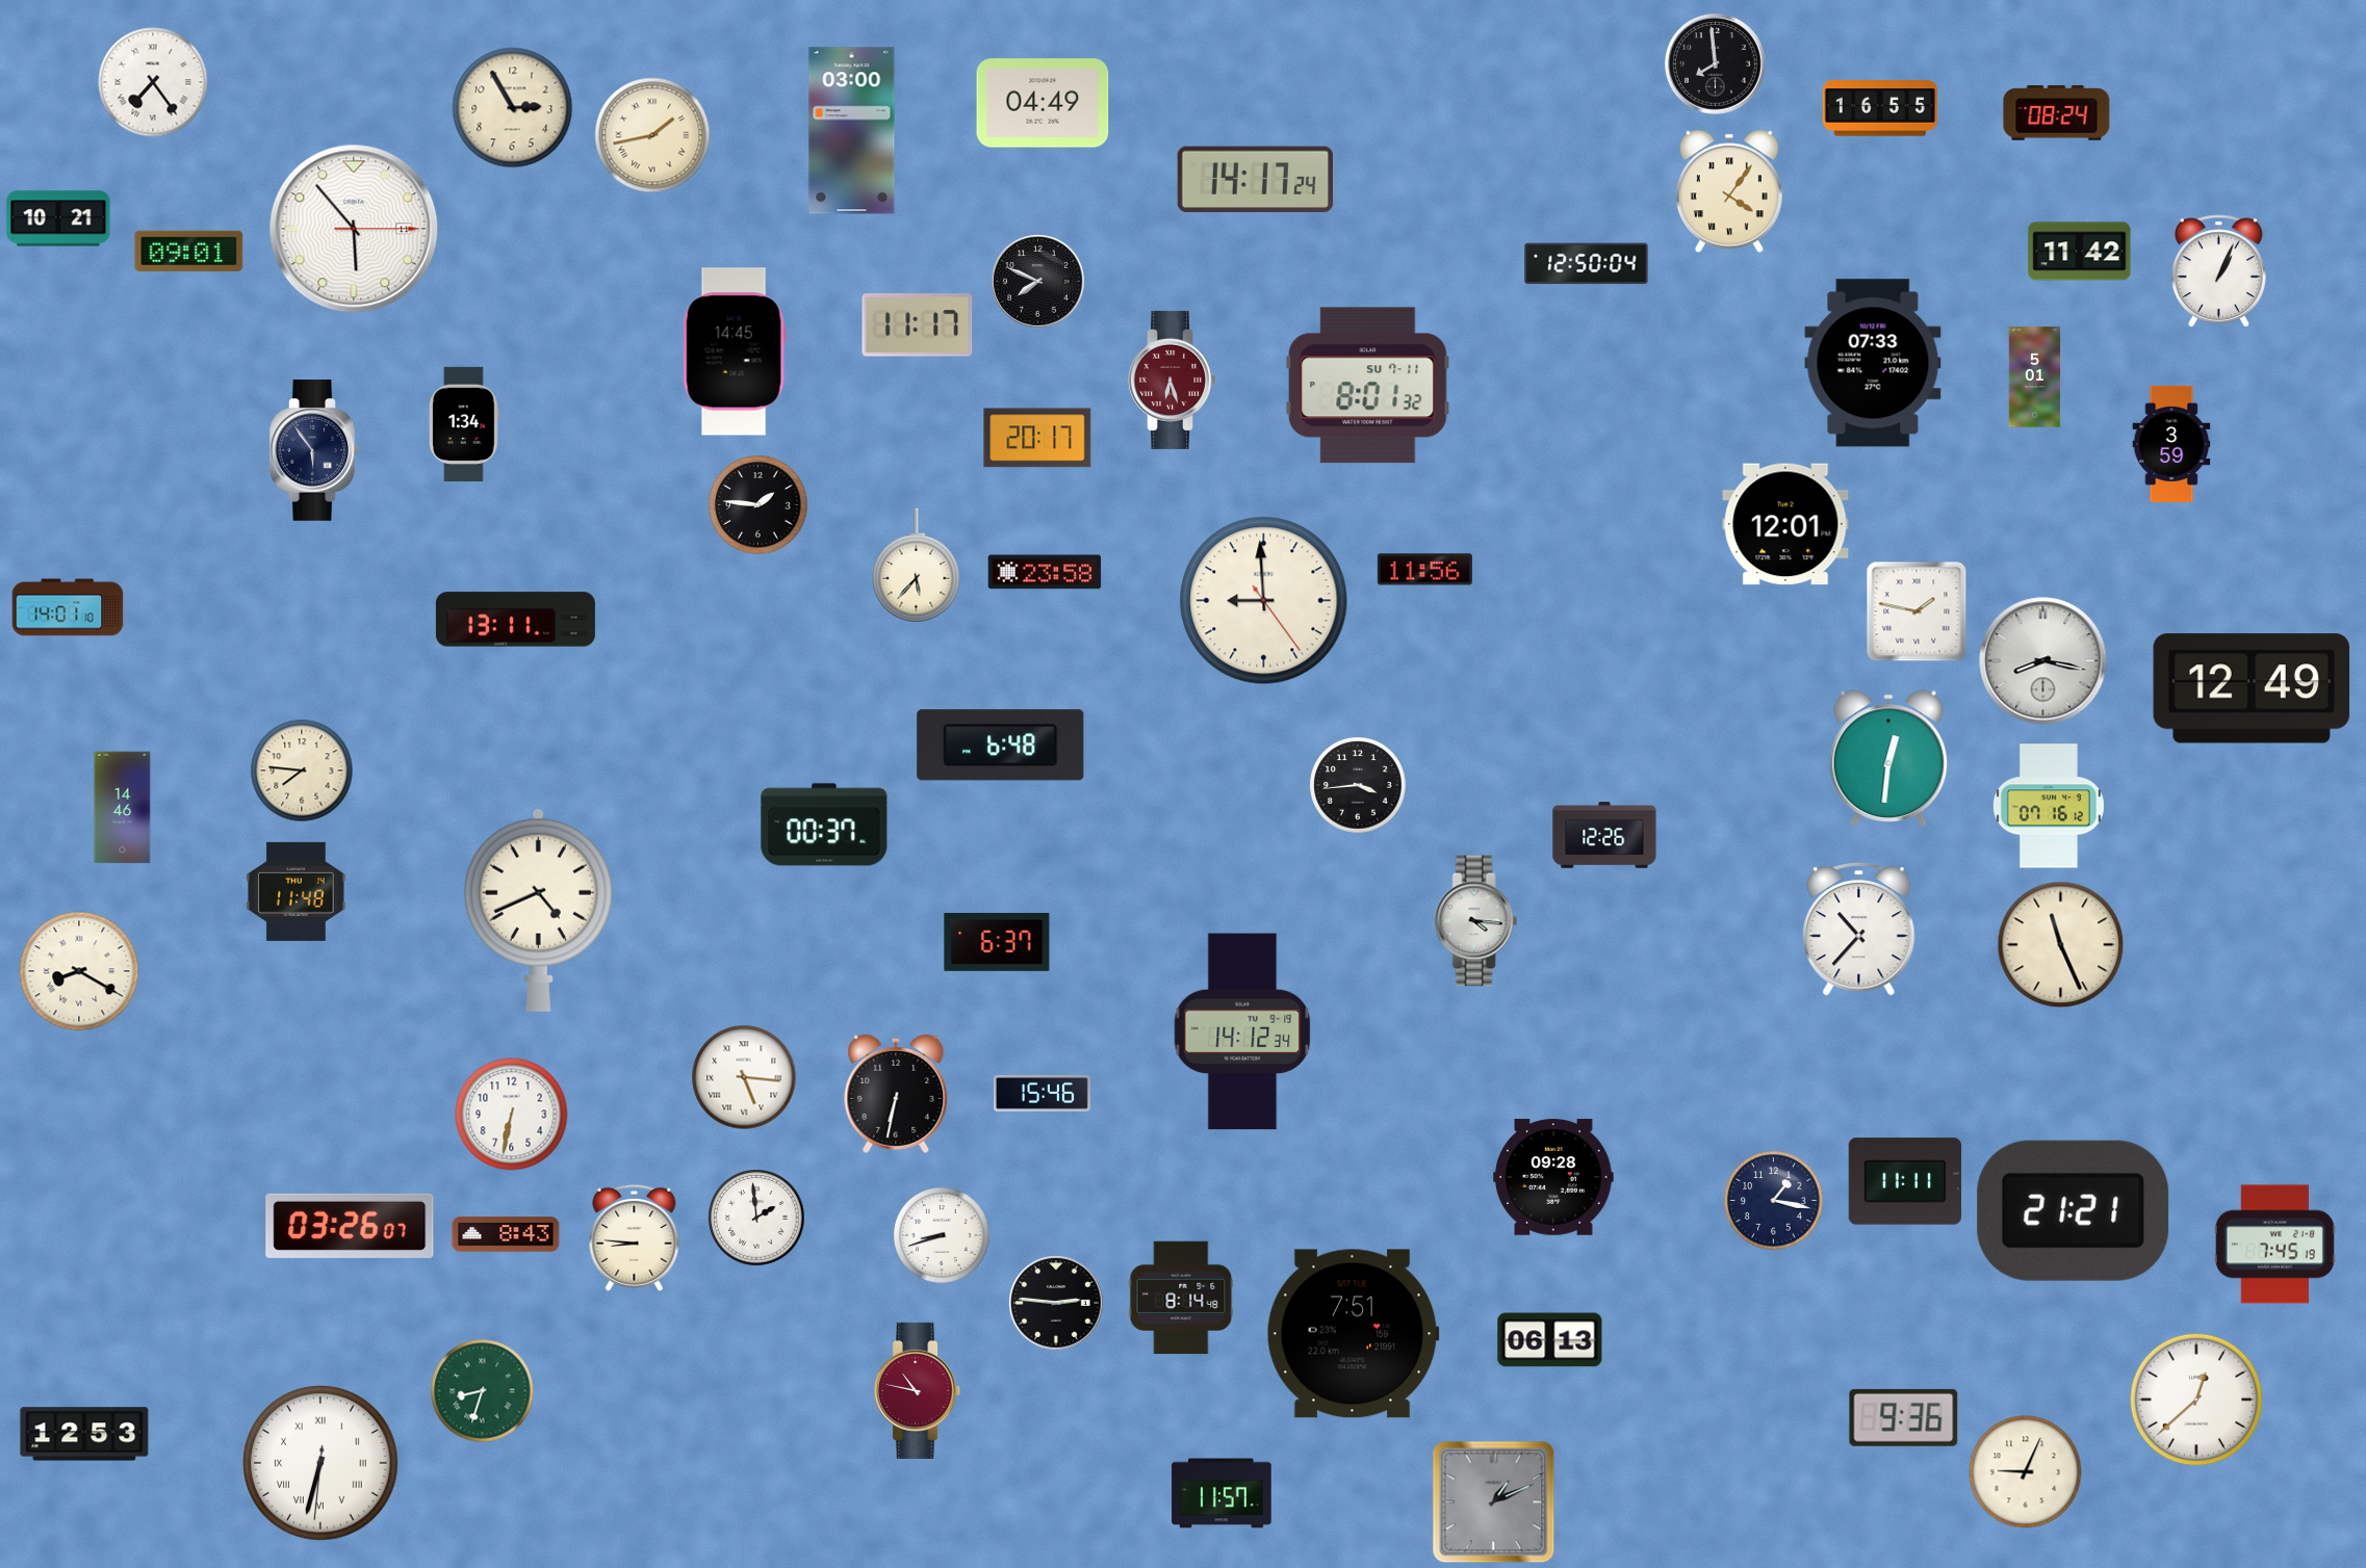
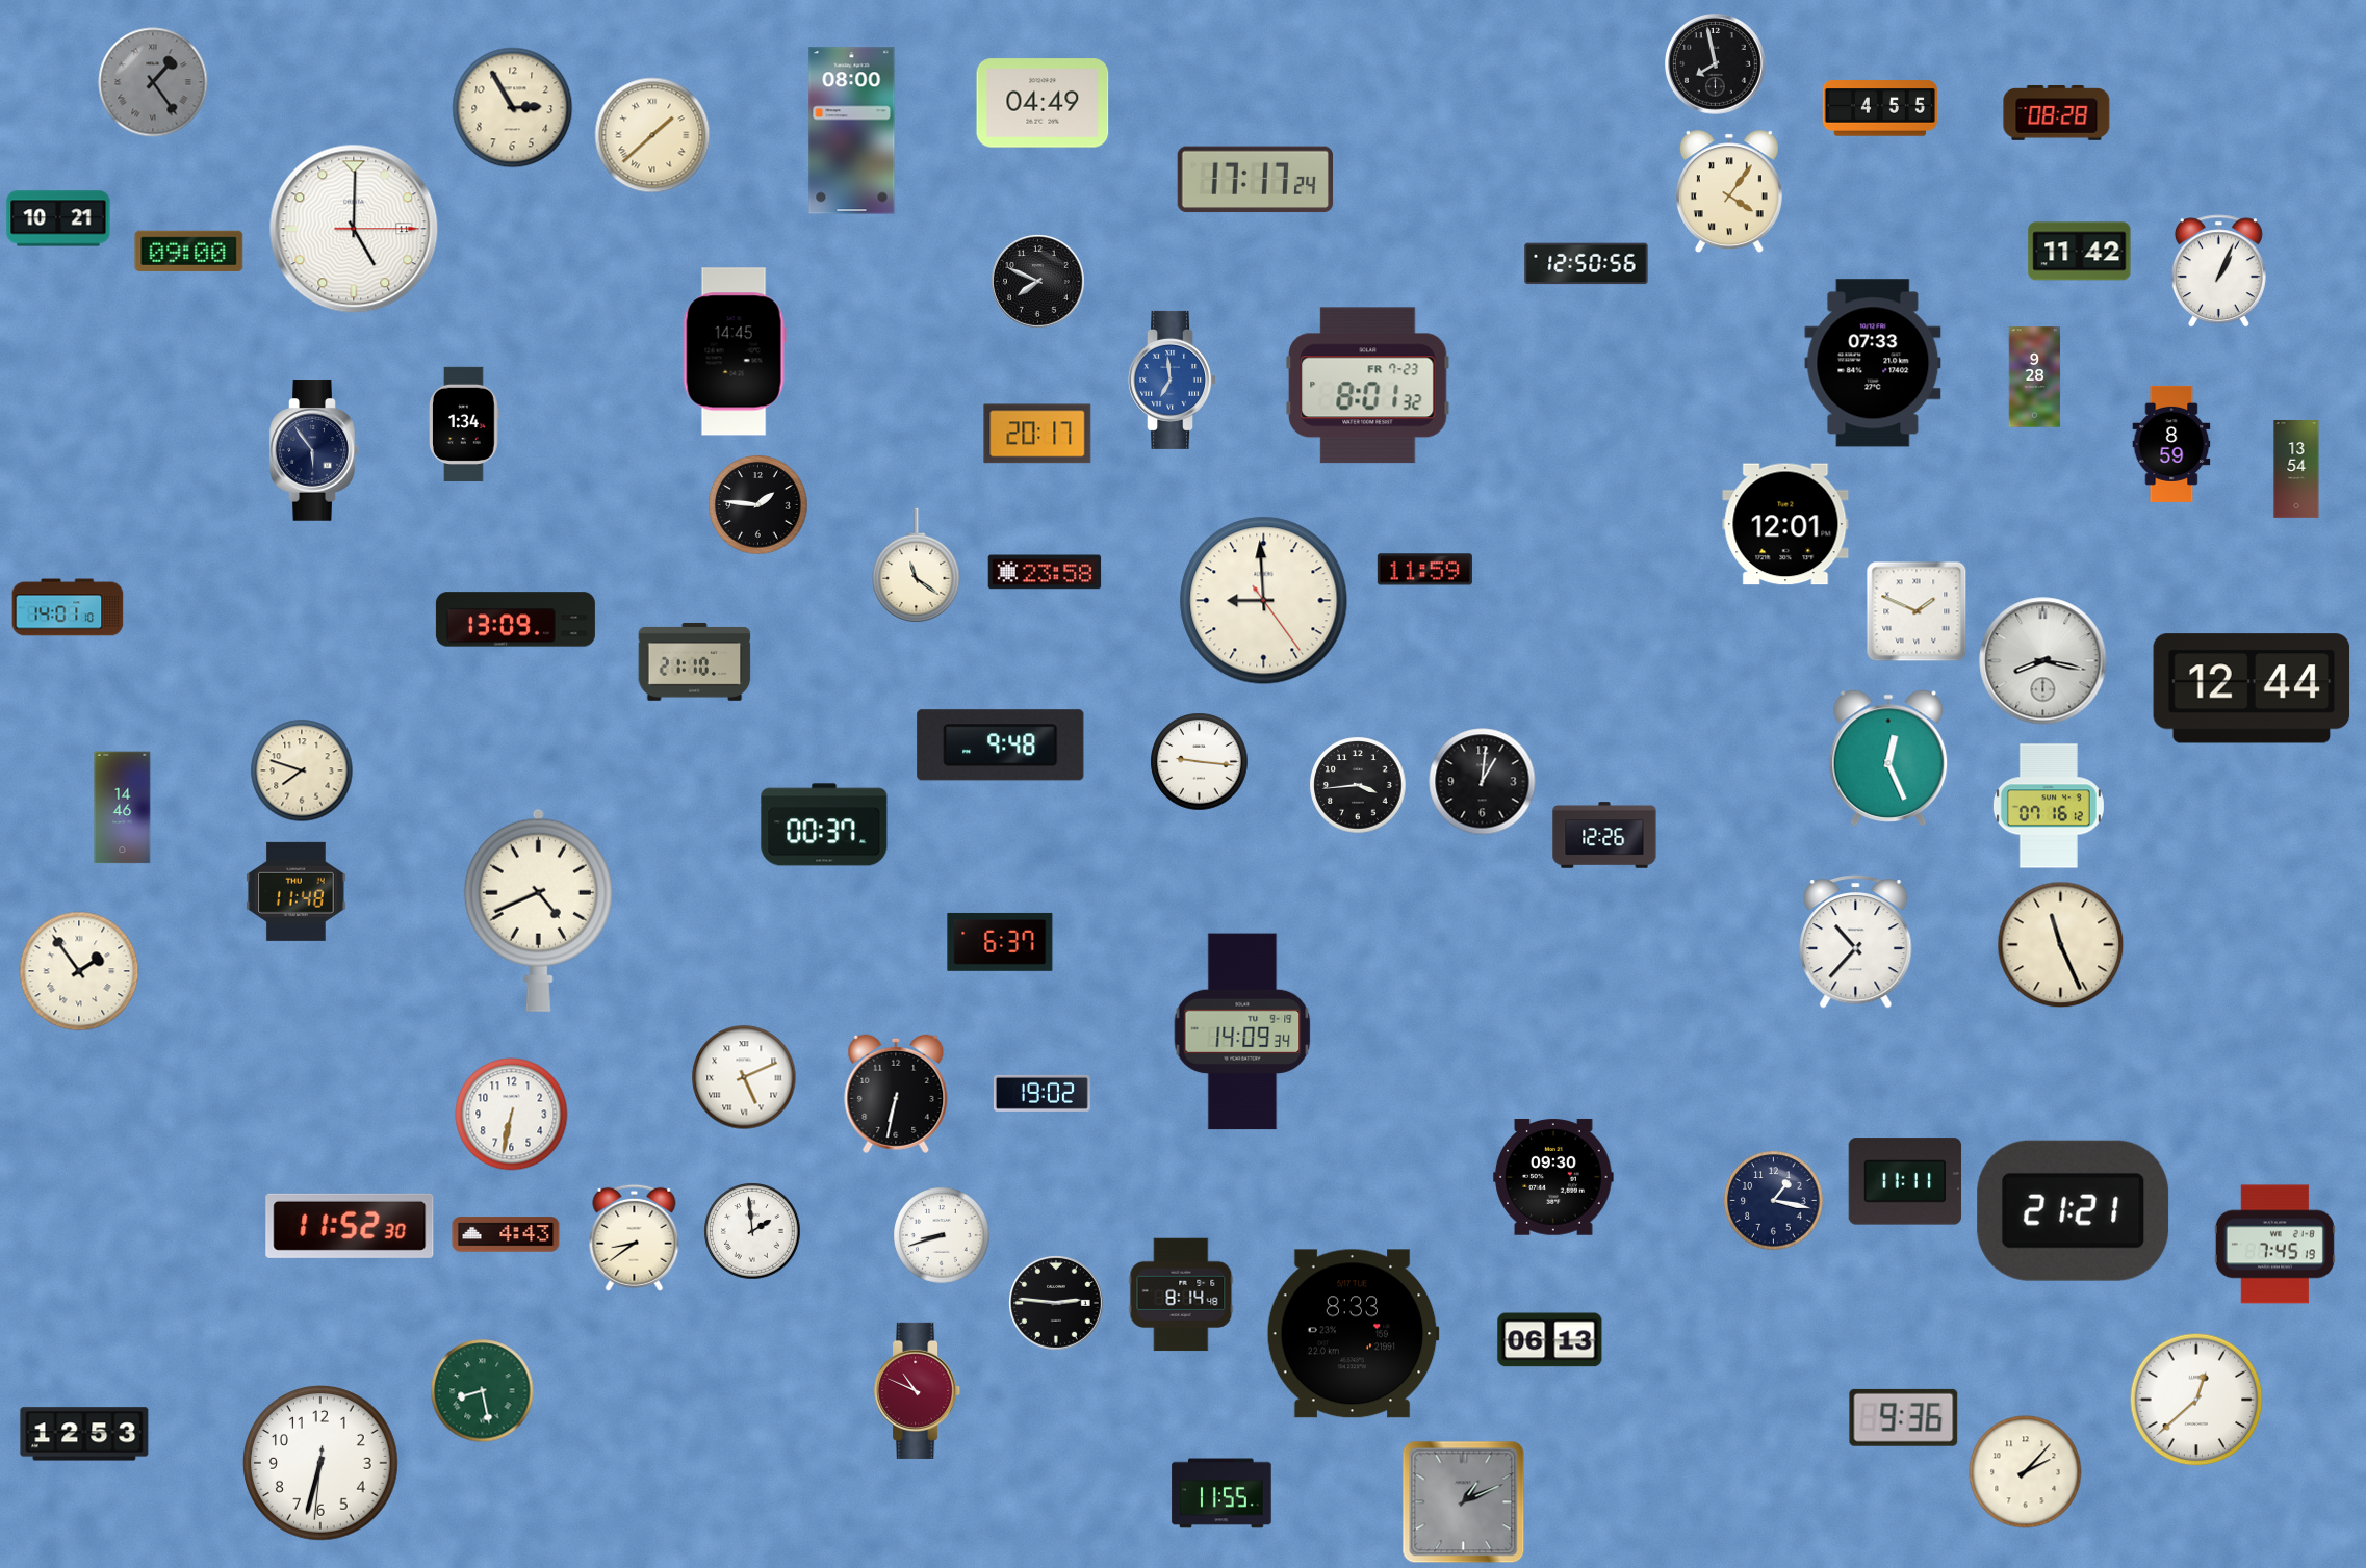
clock at (1716, 64): 7:59 -> 7:58
clock at (153, 82): 7:24 -> 1:24
clock at (153, 82) dial: white -> grey
clock at (1880, 108): 16:55 -> 4:55
clock at (2057, 113): 08:24 -> 08:28
clock at (852, 131): 03:00 -> 08:00
clock at (652, 135): 1:43 -> 1:38
clock at (1255, 180): 14:17 -> 17:17
clock at (354, 229): 5:53 -> 5:00
clock at (189, 251): 09:01 -> 09:00
clock at (1587, 264): 12:50:04 -> 12:50:56
clock at (918, 325): 11:17 -> none
clock at (2035, 377): 5:01 -> 9:28
clock at (1173, 380): 6:27 -> 6:59
clock at (1173, 380) dial: burgundy -> blue
clock at (1368, 386) date: SU 7-11 -> FR 7-23
clock at (1037, 438) position: (1037, 438) -> (1037, 434)
clock at (2171, 444): 3:59 -> 8:59
clock at (2296, 469): none -> 13:54
clock at (917, 566): 5:37 -> 11:21
clock at (1424, 570): 11:56 -> 11:59
clock at (1917, 611): 1:47 -> 1:49
clock at (515, 620): 13:11 -> 13:09
clock at (695, 661): none -> 21:10
clock at (2252, 688): 12:49 -> 12:44
clock at (1001, 746): 6:48 -> 9:48
clock at (1888, 758): 12:31 -> 12:26
clock at (1200, 762): none -> 9:16
clock at (302, 770): 7:46 -> 7:48
clock at (1483, 782): none -> 1:01
clock at (1476, 921): 4:16 -> none
clock at (1859, 930) position: (1859, 930) -> (1856, 942)
clock at (997, 942) position: (997, 942) -> (1000, 942)
clock at (79, 971): 8:20 -> 1:54
clock at (1242, 1031): 14:12 -> 14:09
clock at (744, 1077): 5:16 -> 5:11
clock at (1041, 1093): 15:46 -> 19:02
clock at (1553, 1177): 09:28 -> 09:30
clock at (756, 1218) position: (756, 1218) -> (752, 1231)
clock at (350, 1226): 03:26 -> 11:52
clock at (506, 1234): 8:43 -> 4:43
clock at (635, 1237): 8:46 -> 8:39
clock at (1181, 1298) position: (1181, 1298) -> (1181, 1295)
clock at (1353, 1334): 7:51 -> 8:33
clock at (918, 1390): 10:47 -> 10:49
clock at (483, 1391): 8:33 -> 8:28
clock at (322, 1464) numerals: Roman -> Arabic
clock at (2026, 1472): 9:04 -> 2:07
clock at (1221, 1493): 11:57 -> 11:55
clock at (1494, 1502) position: (1494, 1502) -> (1464, 1502)
